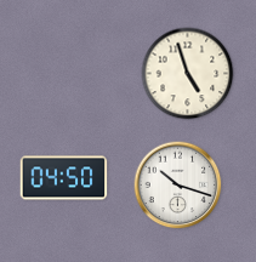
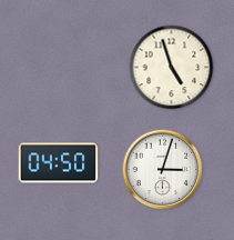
clock at (178, 186): 10:18 -> 3:03
